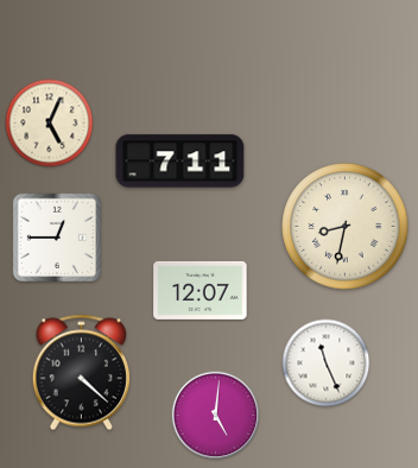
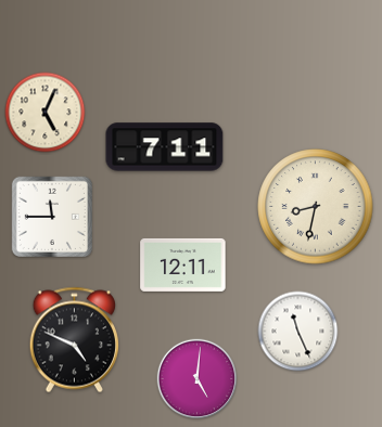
clock at (57, 238): 12:45 -> 11:45
clock at (201, 290): 12:07 -> 12:11
clock at (81, 373): 4:22 -> 4:49
